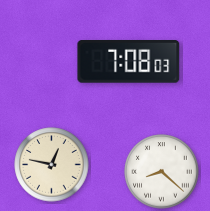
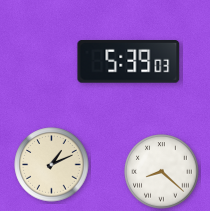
clock at (129, 62): 7:08 -> 5:39
clock at (52, 165): 12:47 -> 1:11
